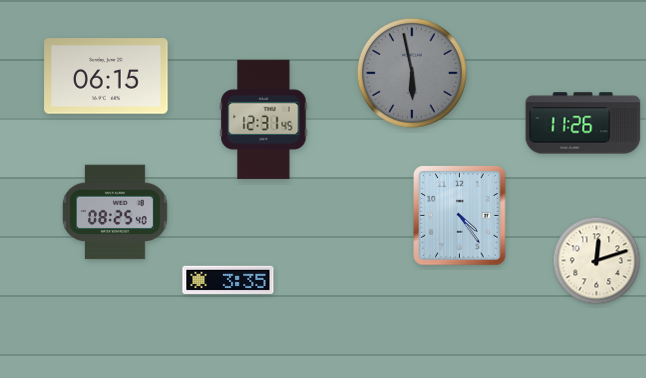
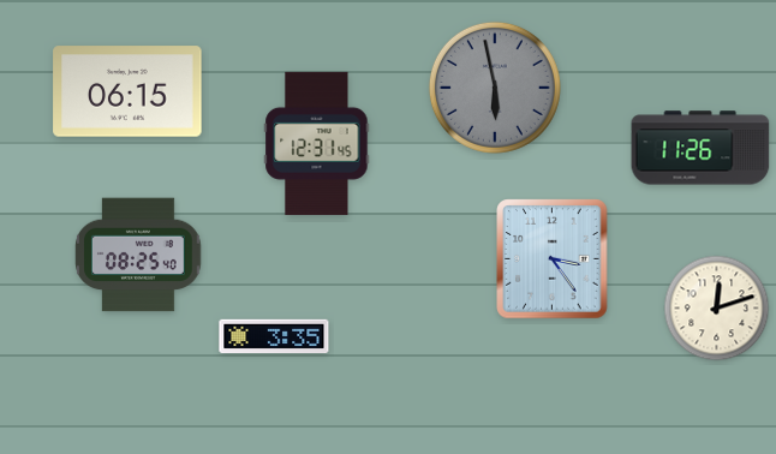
clock at (460, 216): 4:24 -> 3:24
clock at (597, 261) position: (597, 261) -> (717, 309)
